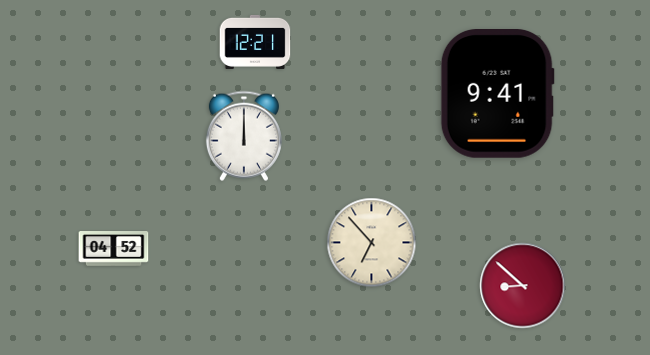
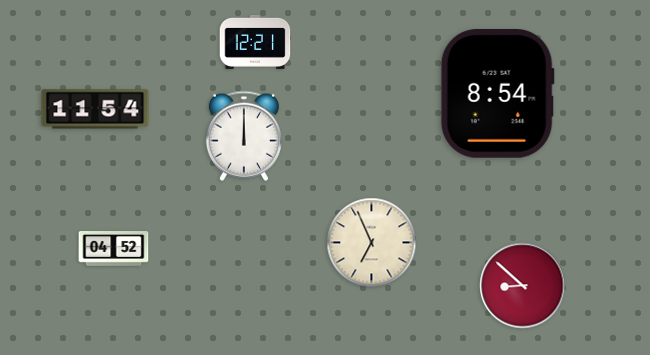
clock at (497, 94): 9:41 -> 8:54
clock at (95, 109): none -> 11:54
clock at (372, 243): 6:53 -> 6:56
